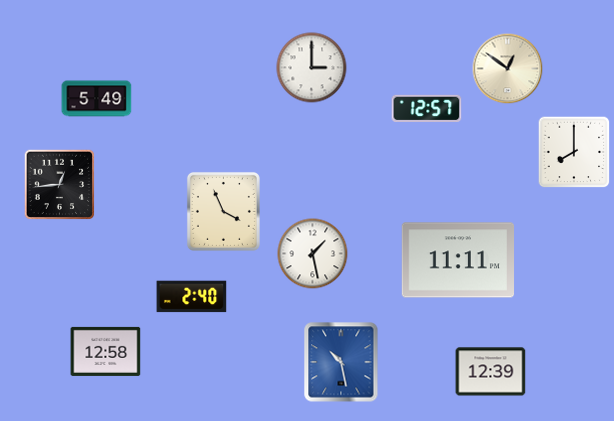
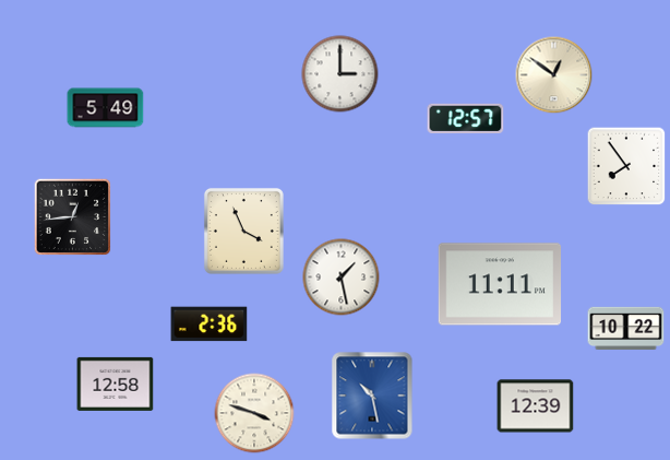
clock at (574, 152): 8:00 -> 7:54
clock at (60, 185) position: (60, 185) -> (73, 217)
clock at (192, 297): 2:40 -> 2:36
clock at (626, 329): none -> 10:22
clock at (254, 413): none -> 3:48
